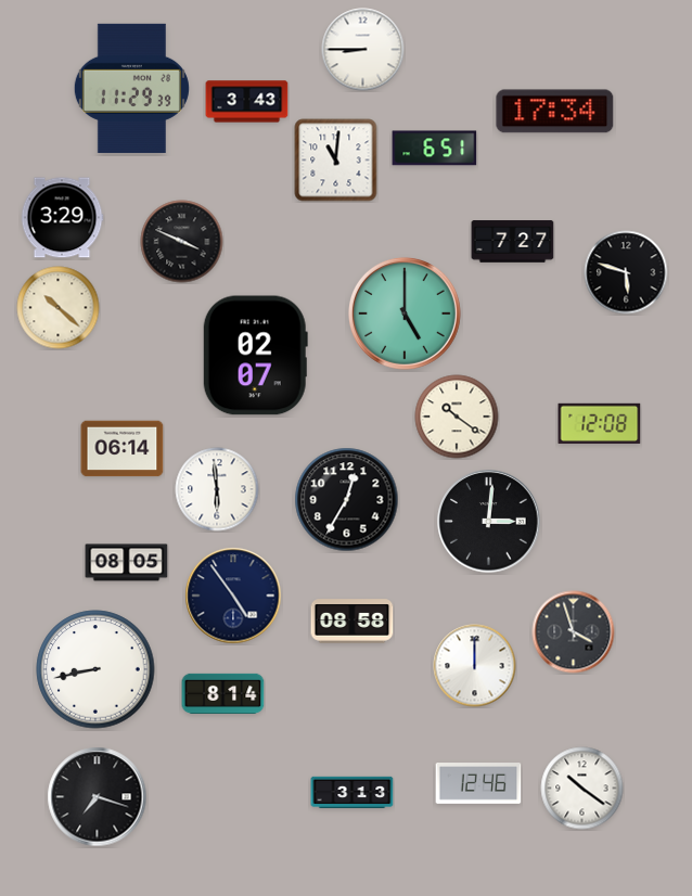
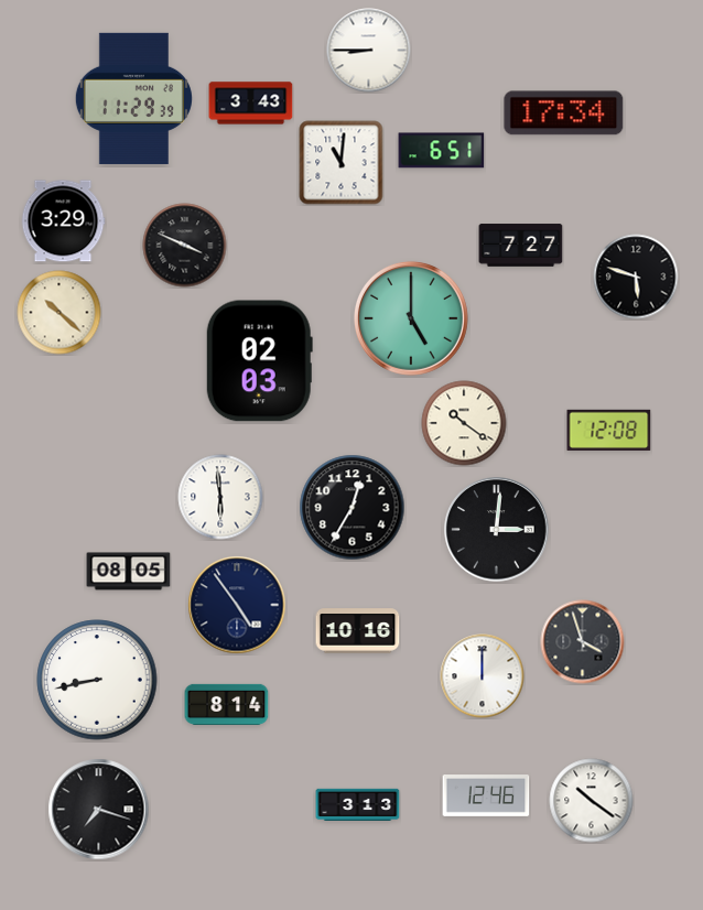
clock at (131, 88) position: (131, 88) -> (133, 98)
clock at (255, 356): 02:07 -> 02:03
clock at (123, 449): 06:14 -> none
clock at (353, 622): 08:58 -> 10:16
